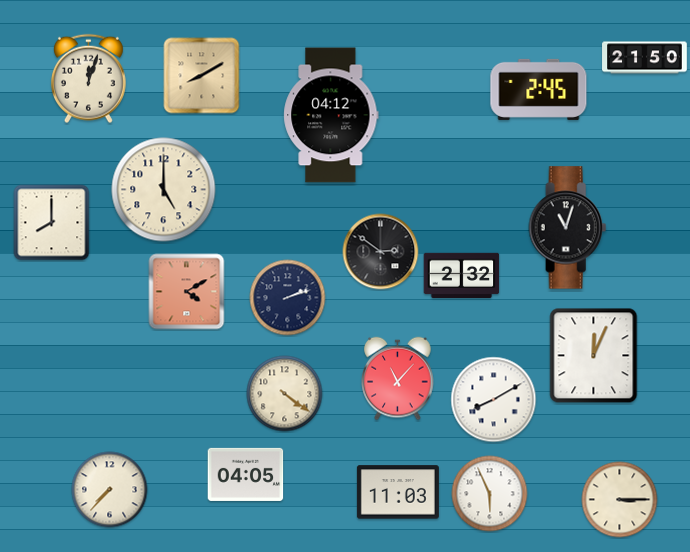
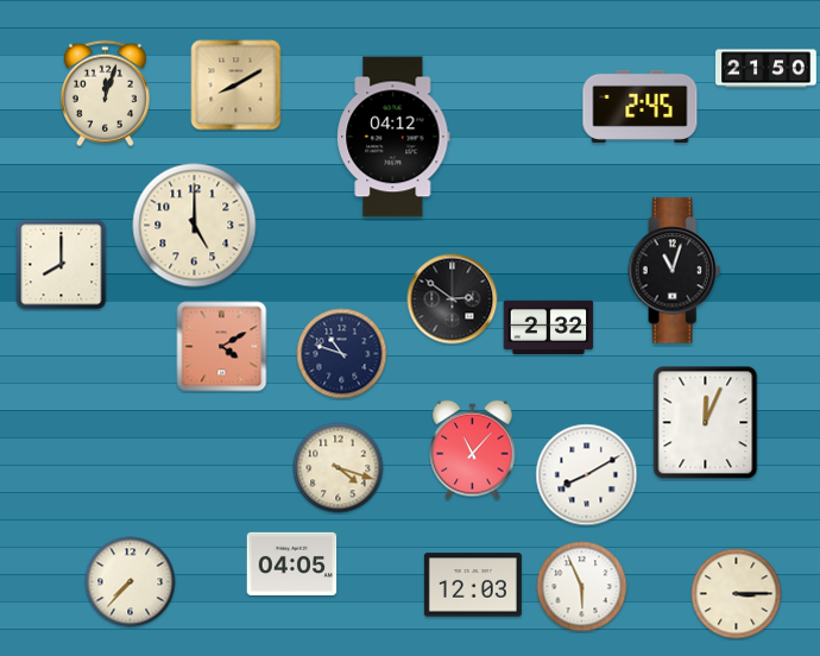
clock at (202, 76) position: (202, 76) -> (236, 86)
clock at (288, 298): 2:12 -> 10:48
clock at (285, 394): 4:21 -> 4:18
clock at (398, 492): 11:03 -> 12:03
